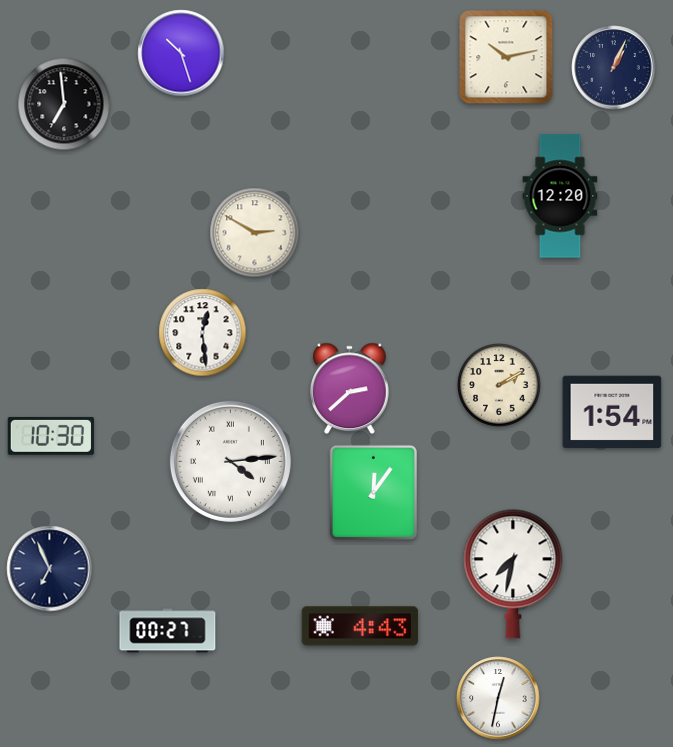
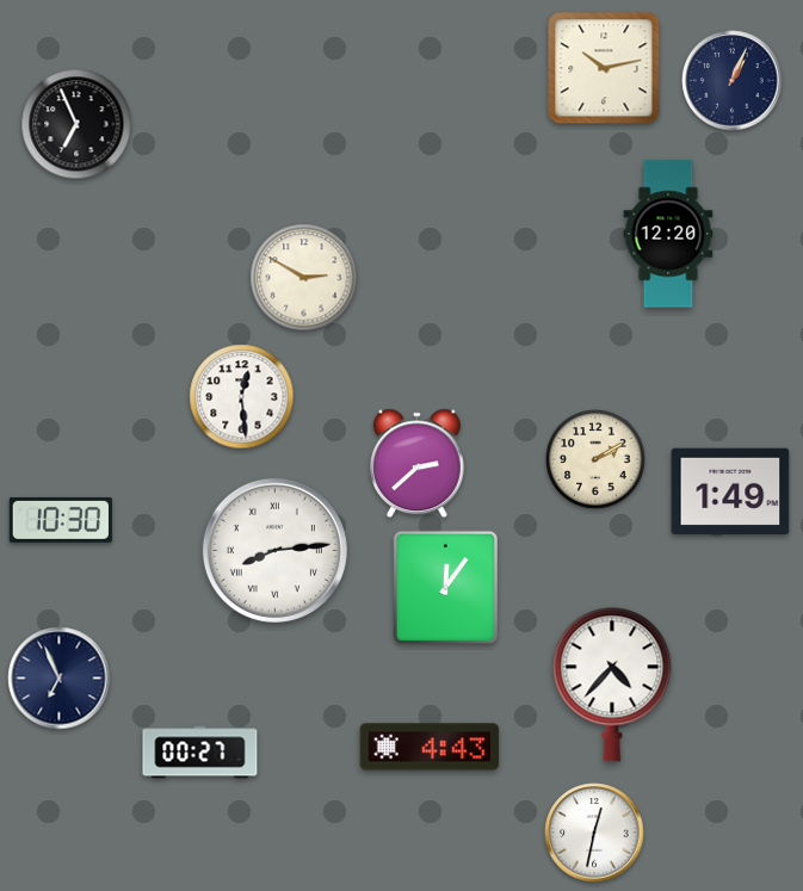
clock at (181, 53): 10:27 -> none
clock at (64, 104): 6:59 -> 6:56
clock at (612, 412): 1:54 -> 1:49
clock at (230, 461): 4:14 -> 8:14
clock at (513, 574): 7:32 -> 4:37
